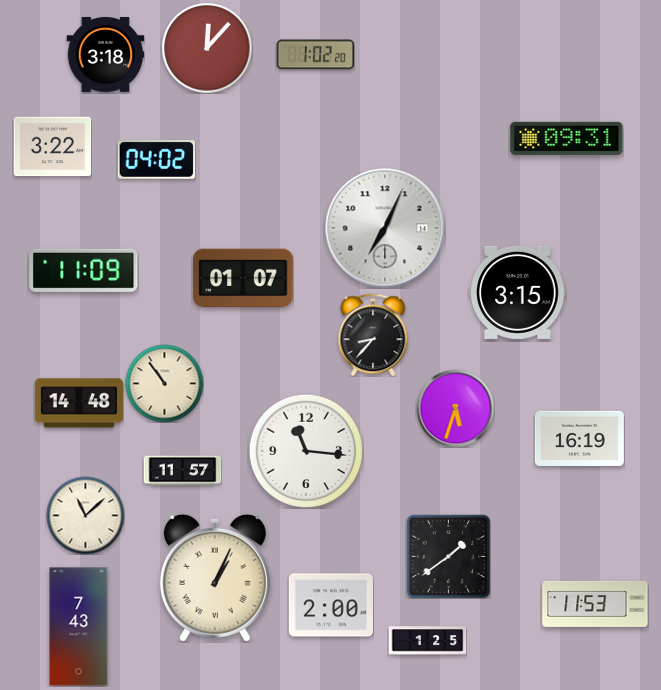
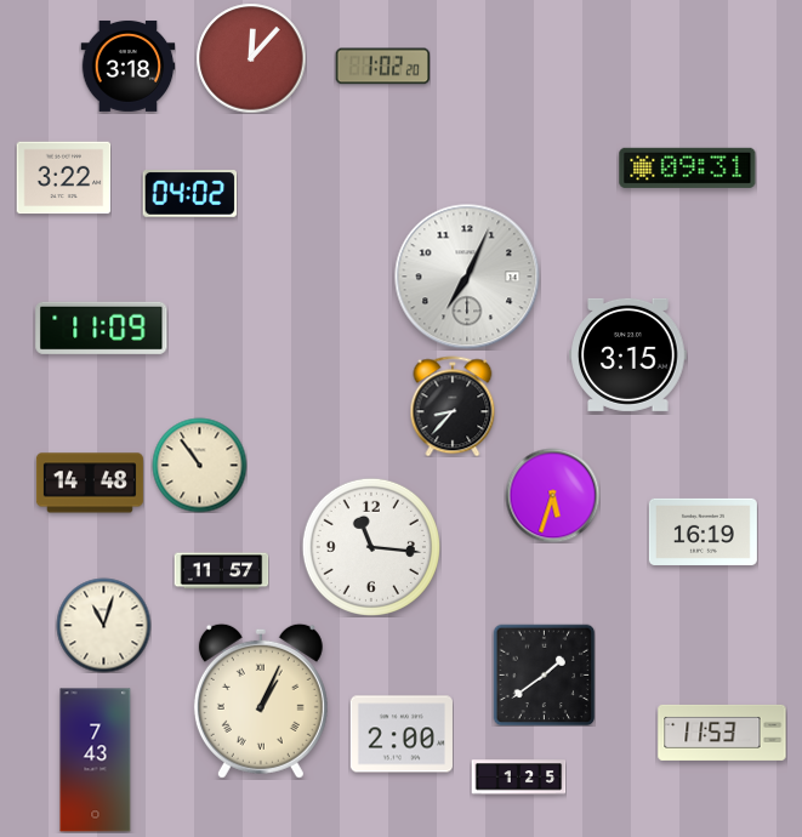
clock at (243, 278): 01:07 -> none
clock at (79, 403) position: (79, 403) -> (90, 483)
clock at (85, 515): 11:08 -> 11:03
